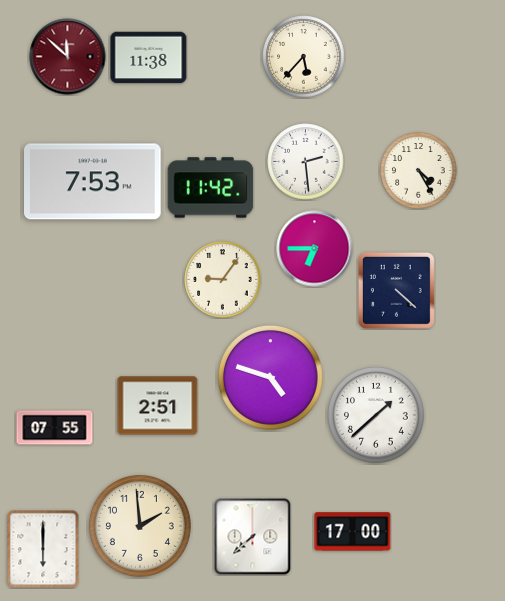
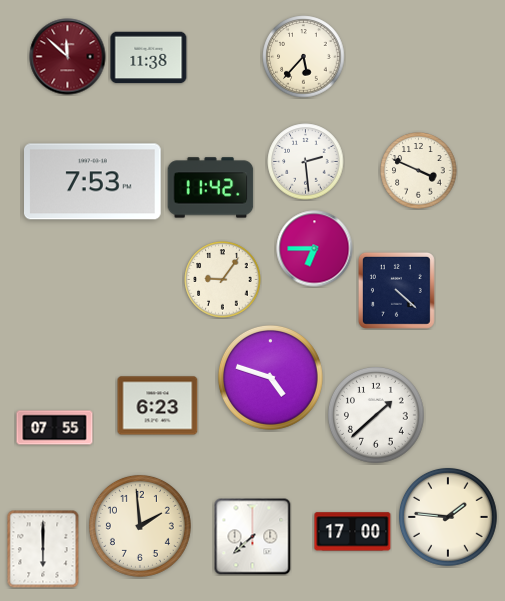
clock at (419, 171): 4:25 -> 3:49
clock at (158, 406): 2:51 -> 6:23
clock at (448, 517): none -> 1:46
